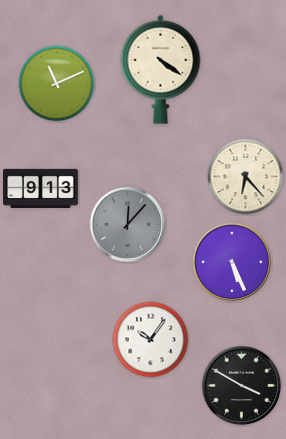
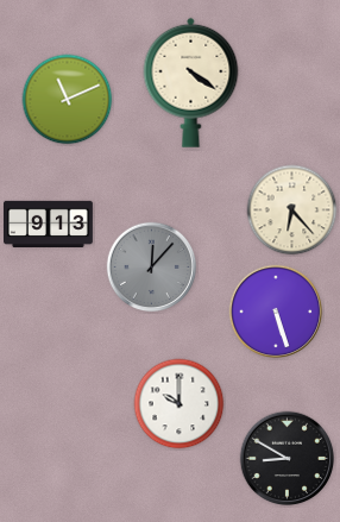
clock at (232, 262): 5:26 -> 5:27
clock at (151, 340): 10:06 -> 10:00
clock at (242, 386): 3:50 -> 8:50
